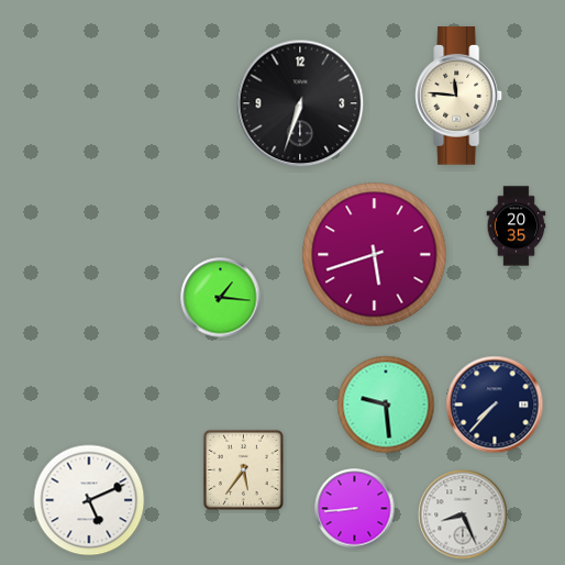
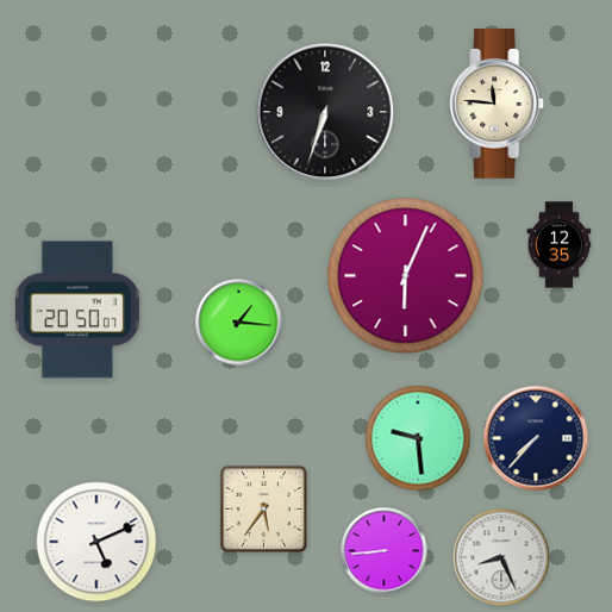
clock at (517, 226): 20:35 -> 12:35
clock at (375, 255): 5:42 -> 6:04
clock at (77, 310): none -> 20:50
